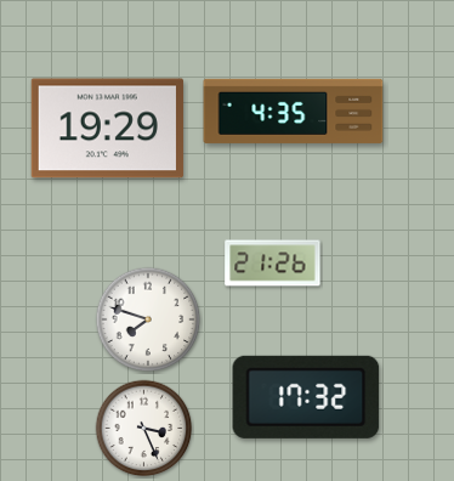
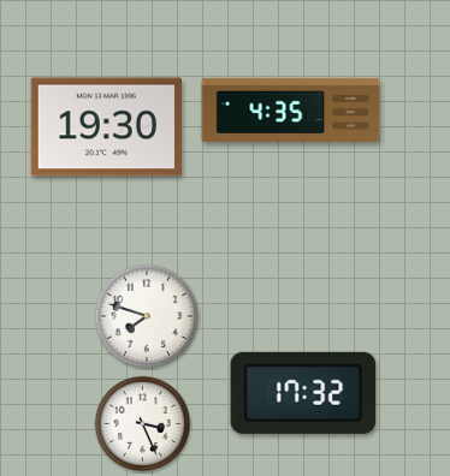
clock at (107, 129): 19:29 -> 19:30
clock at (273, 264): 21:26 -> none
